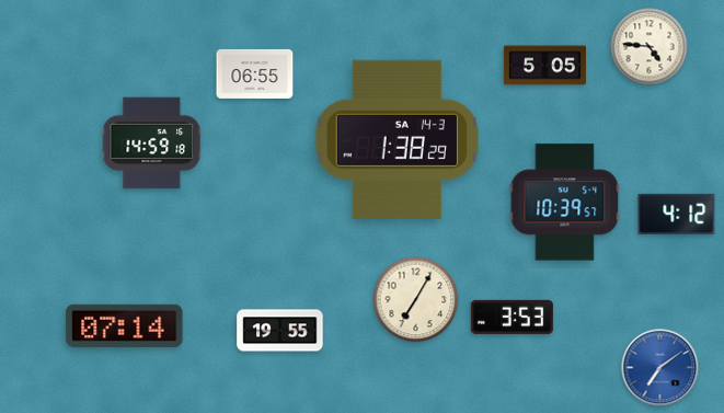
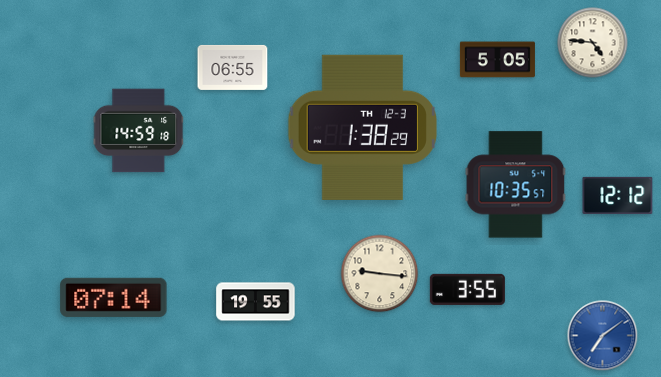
clock at (397, 139) date: SA 14-3 -> TH 12-3
clock at (565, 203): 10:39 -> 10:35
clock at (677, 214): 4:12 -> 12:12
clock at (416, 300): 7:05 -> 9:16
clock at (512, 317): 3:53 -> 3:55
